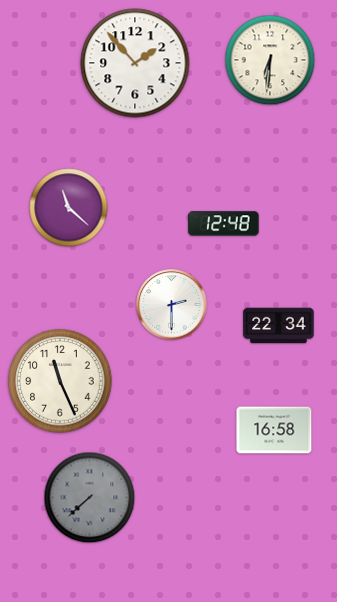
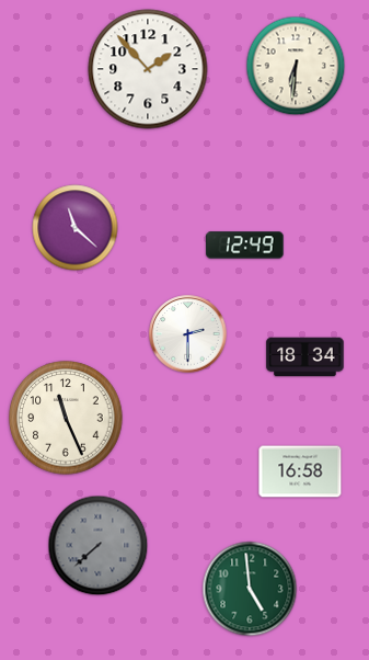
clock at (224, 224): 12:48 -> 12:49
clock at (279, 326): 22:34 -> 18:34
clock at (250, 589): none -> 4:59
